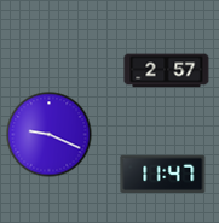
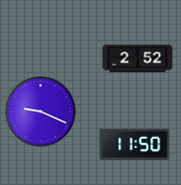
clock at (167, 71): 2:57 -> 2:52
clock at (163, 175): 11:47 -> 11:50
